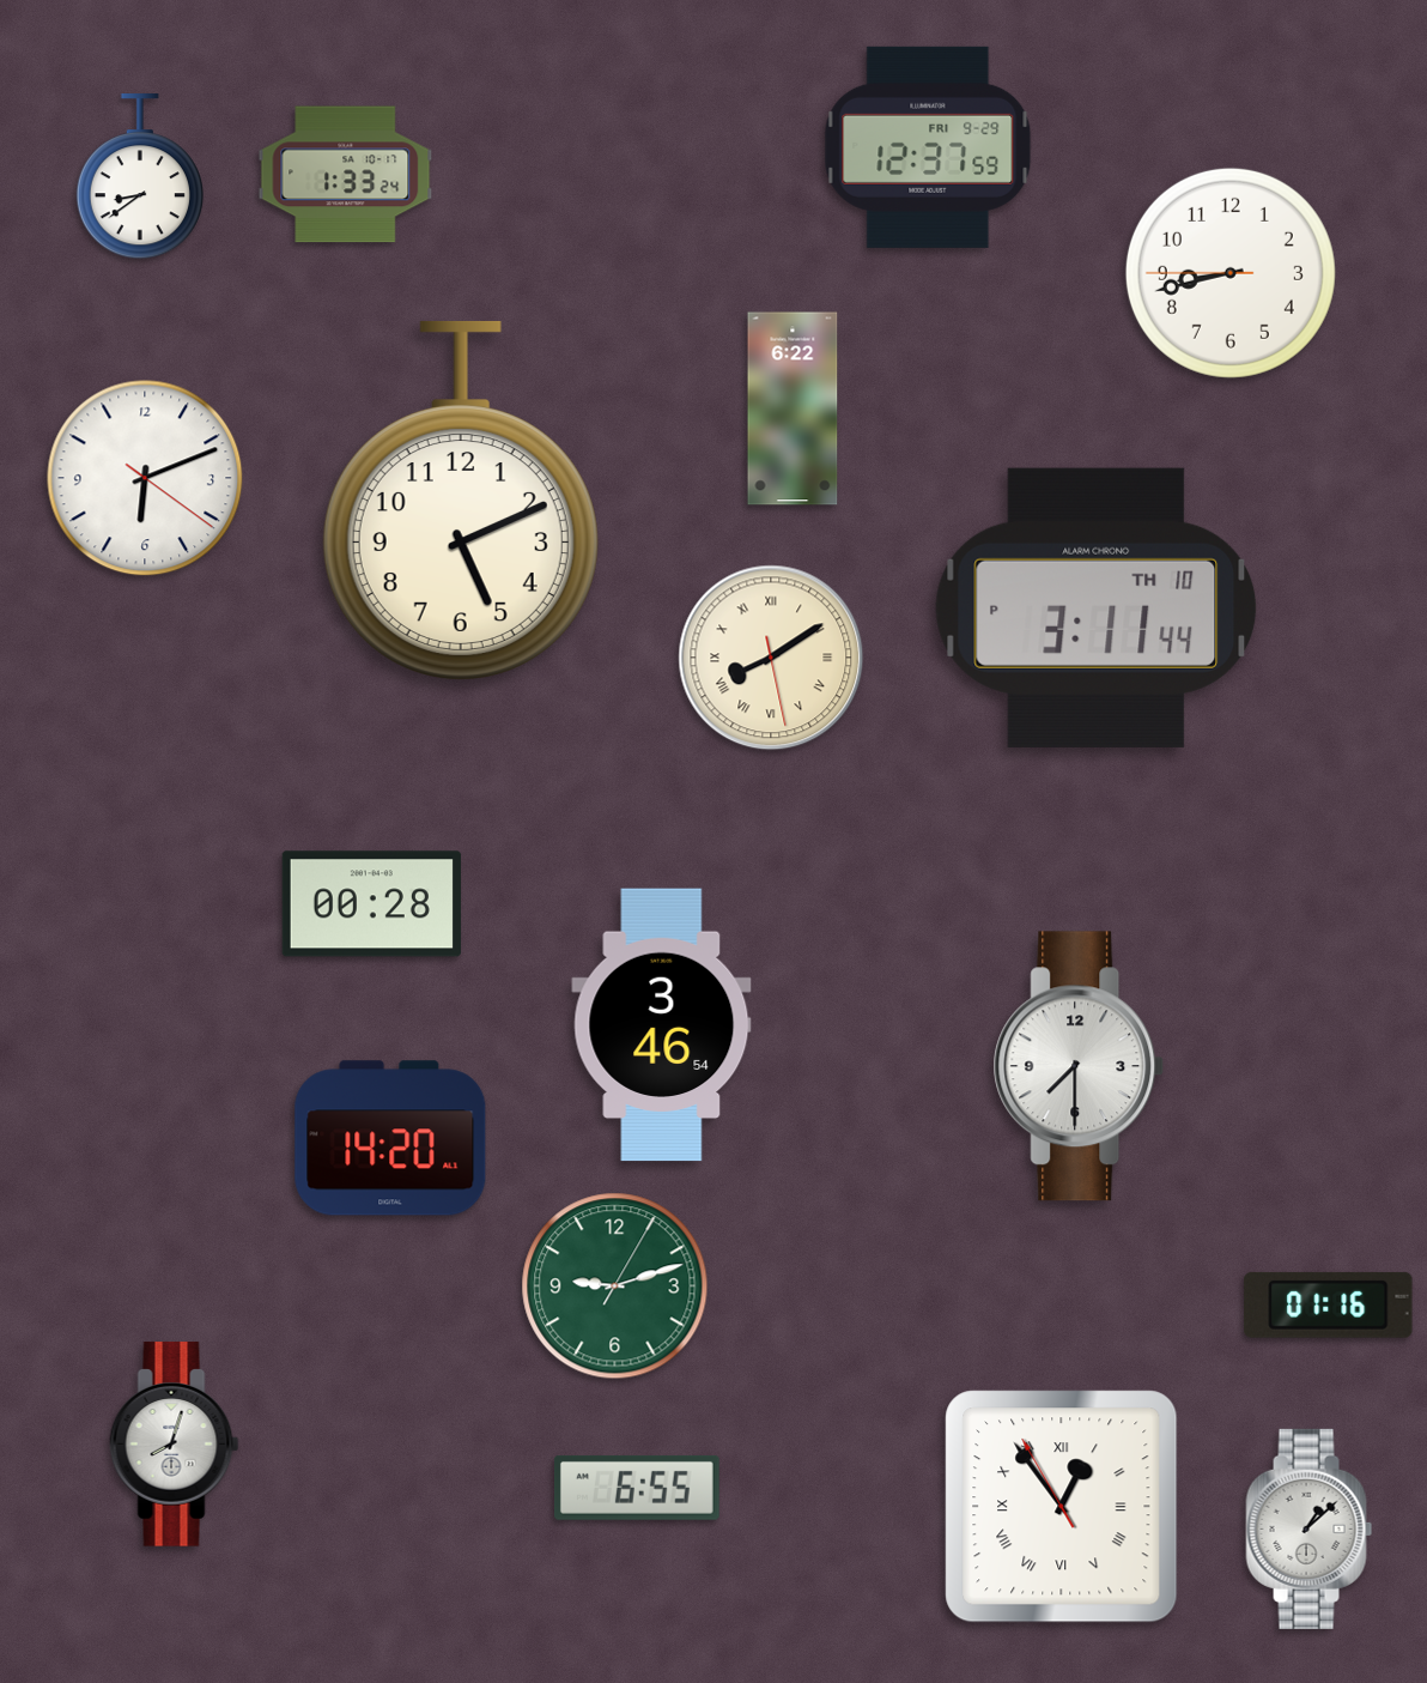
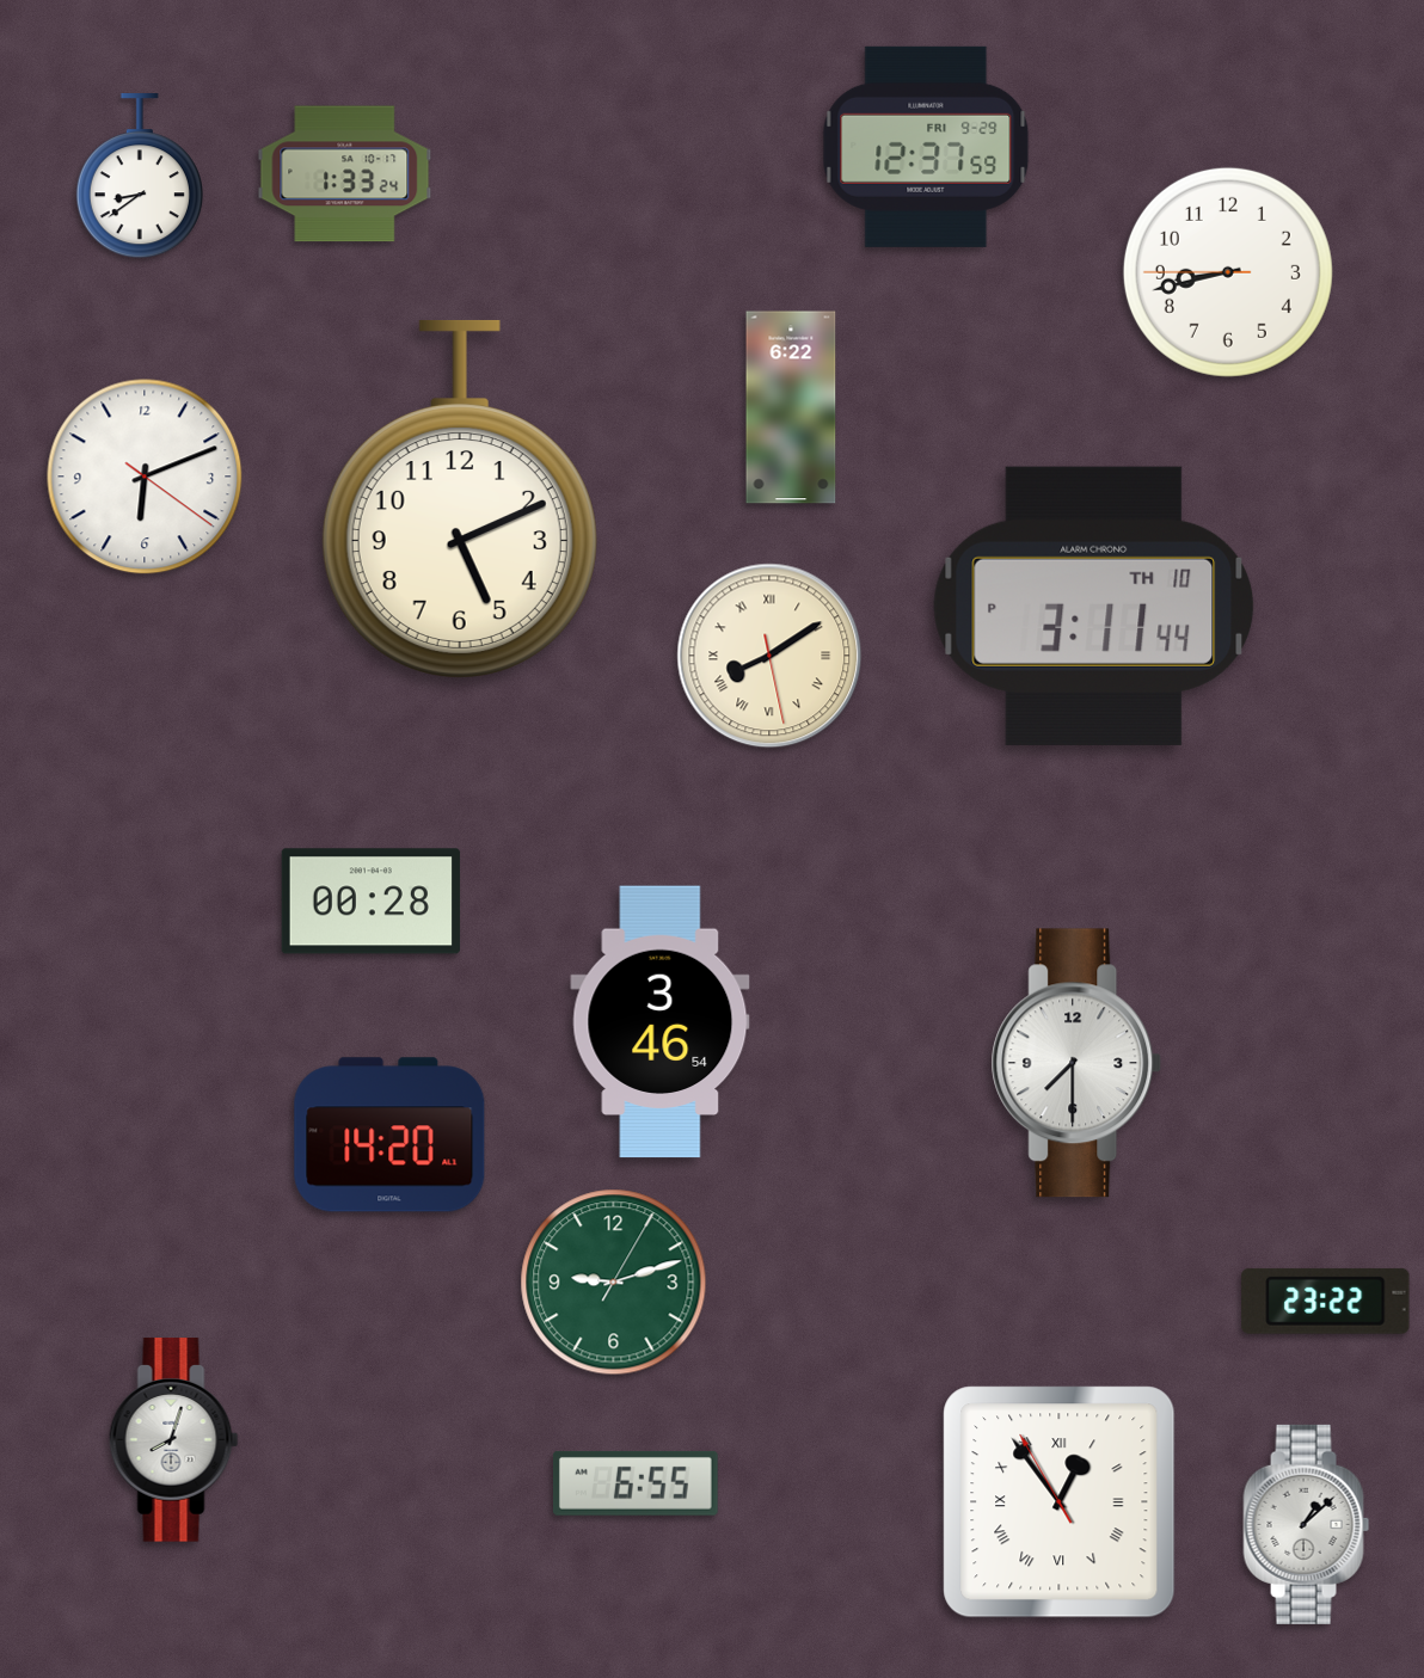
clock at (1329, 1304): 01:16 -> 23:22
